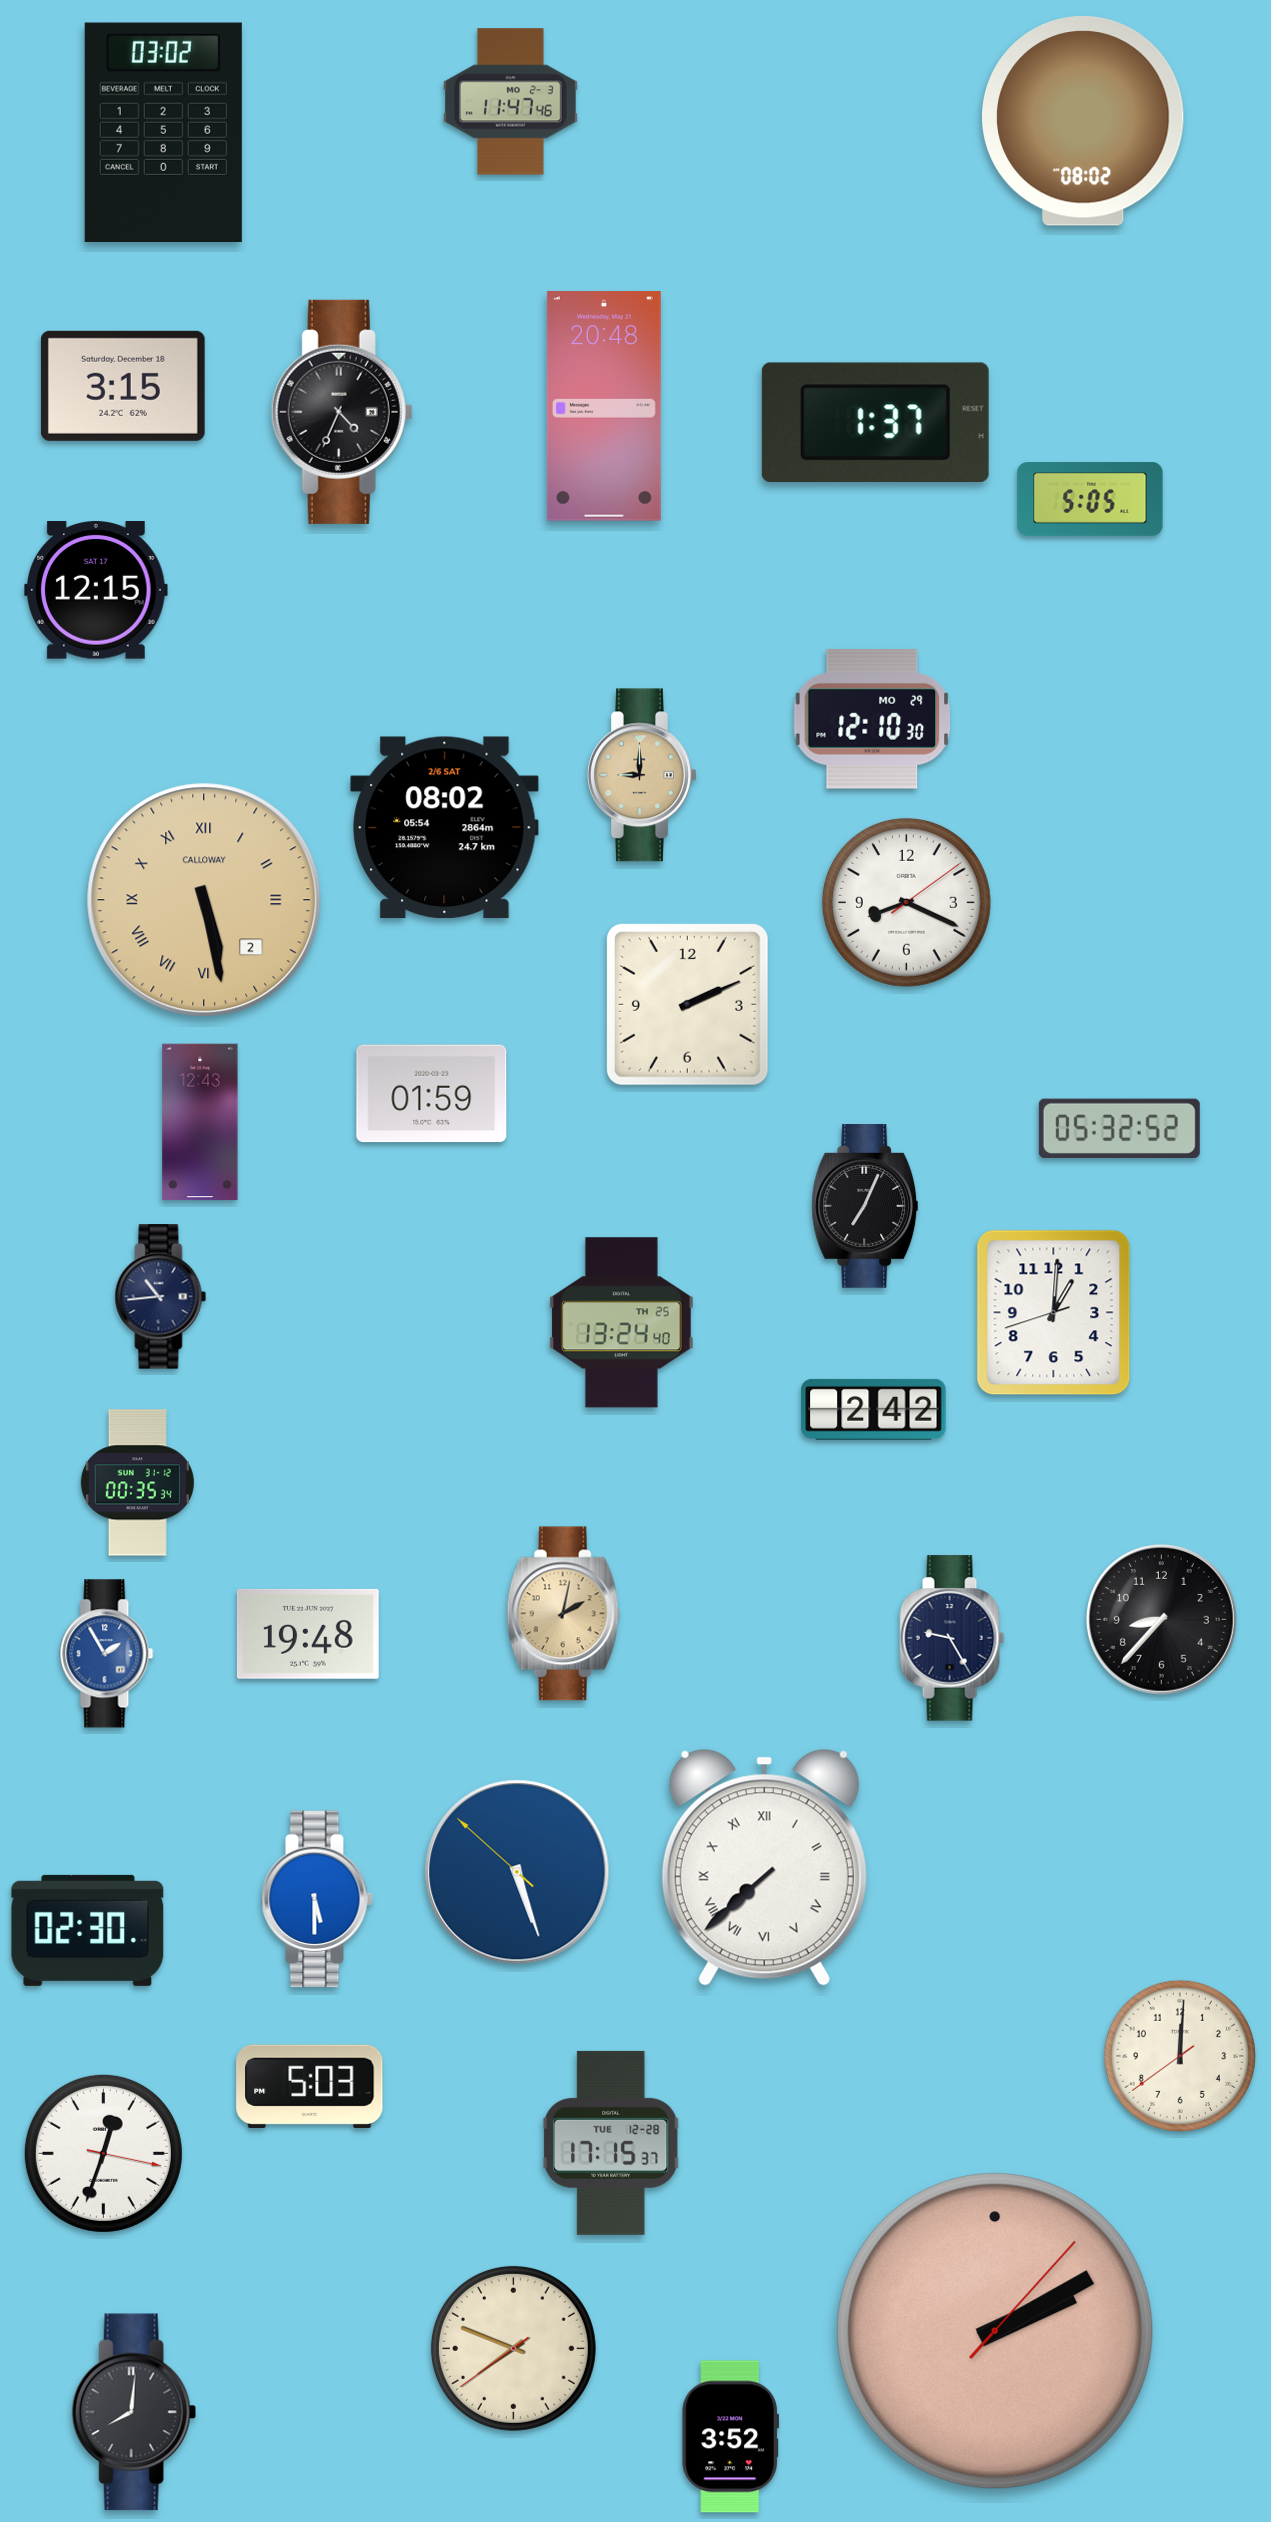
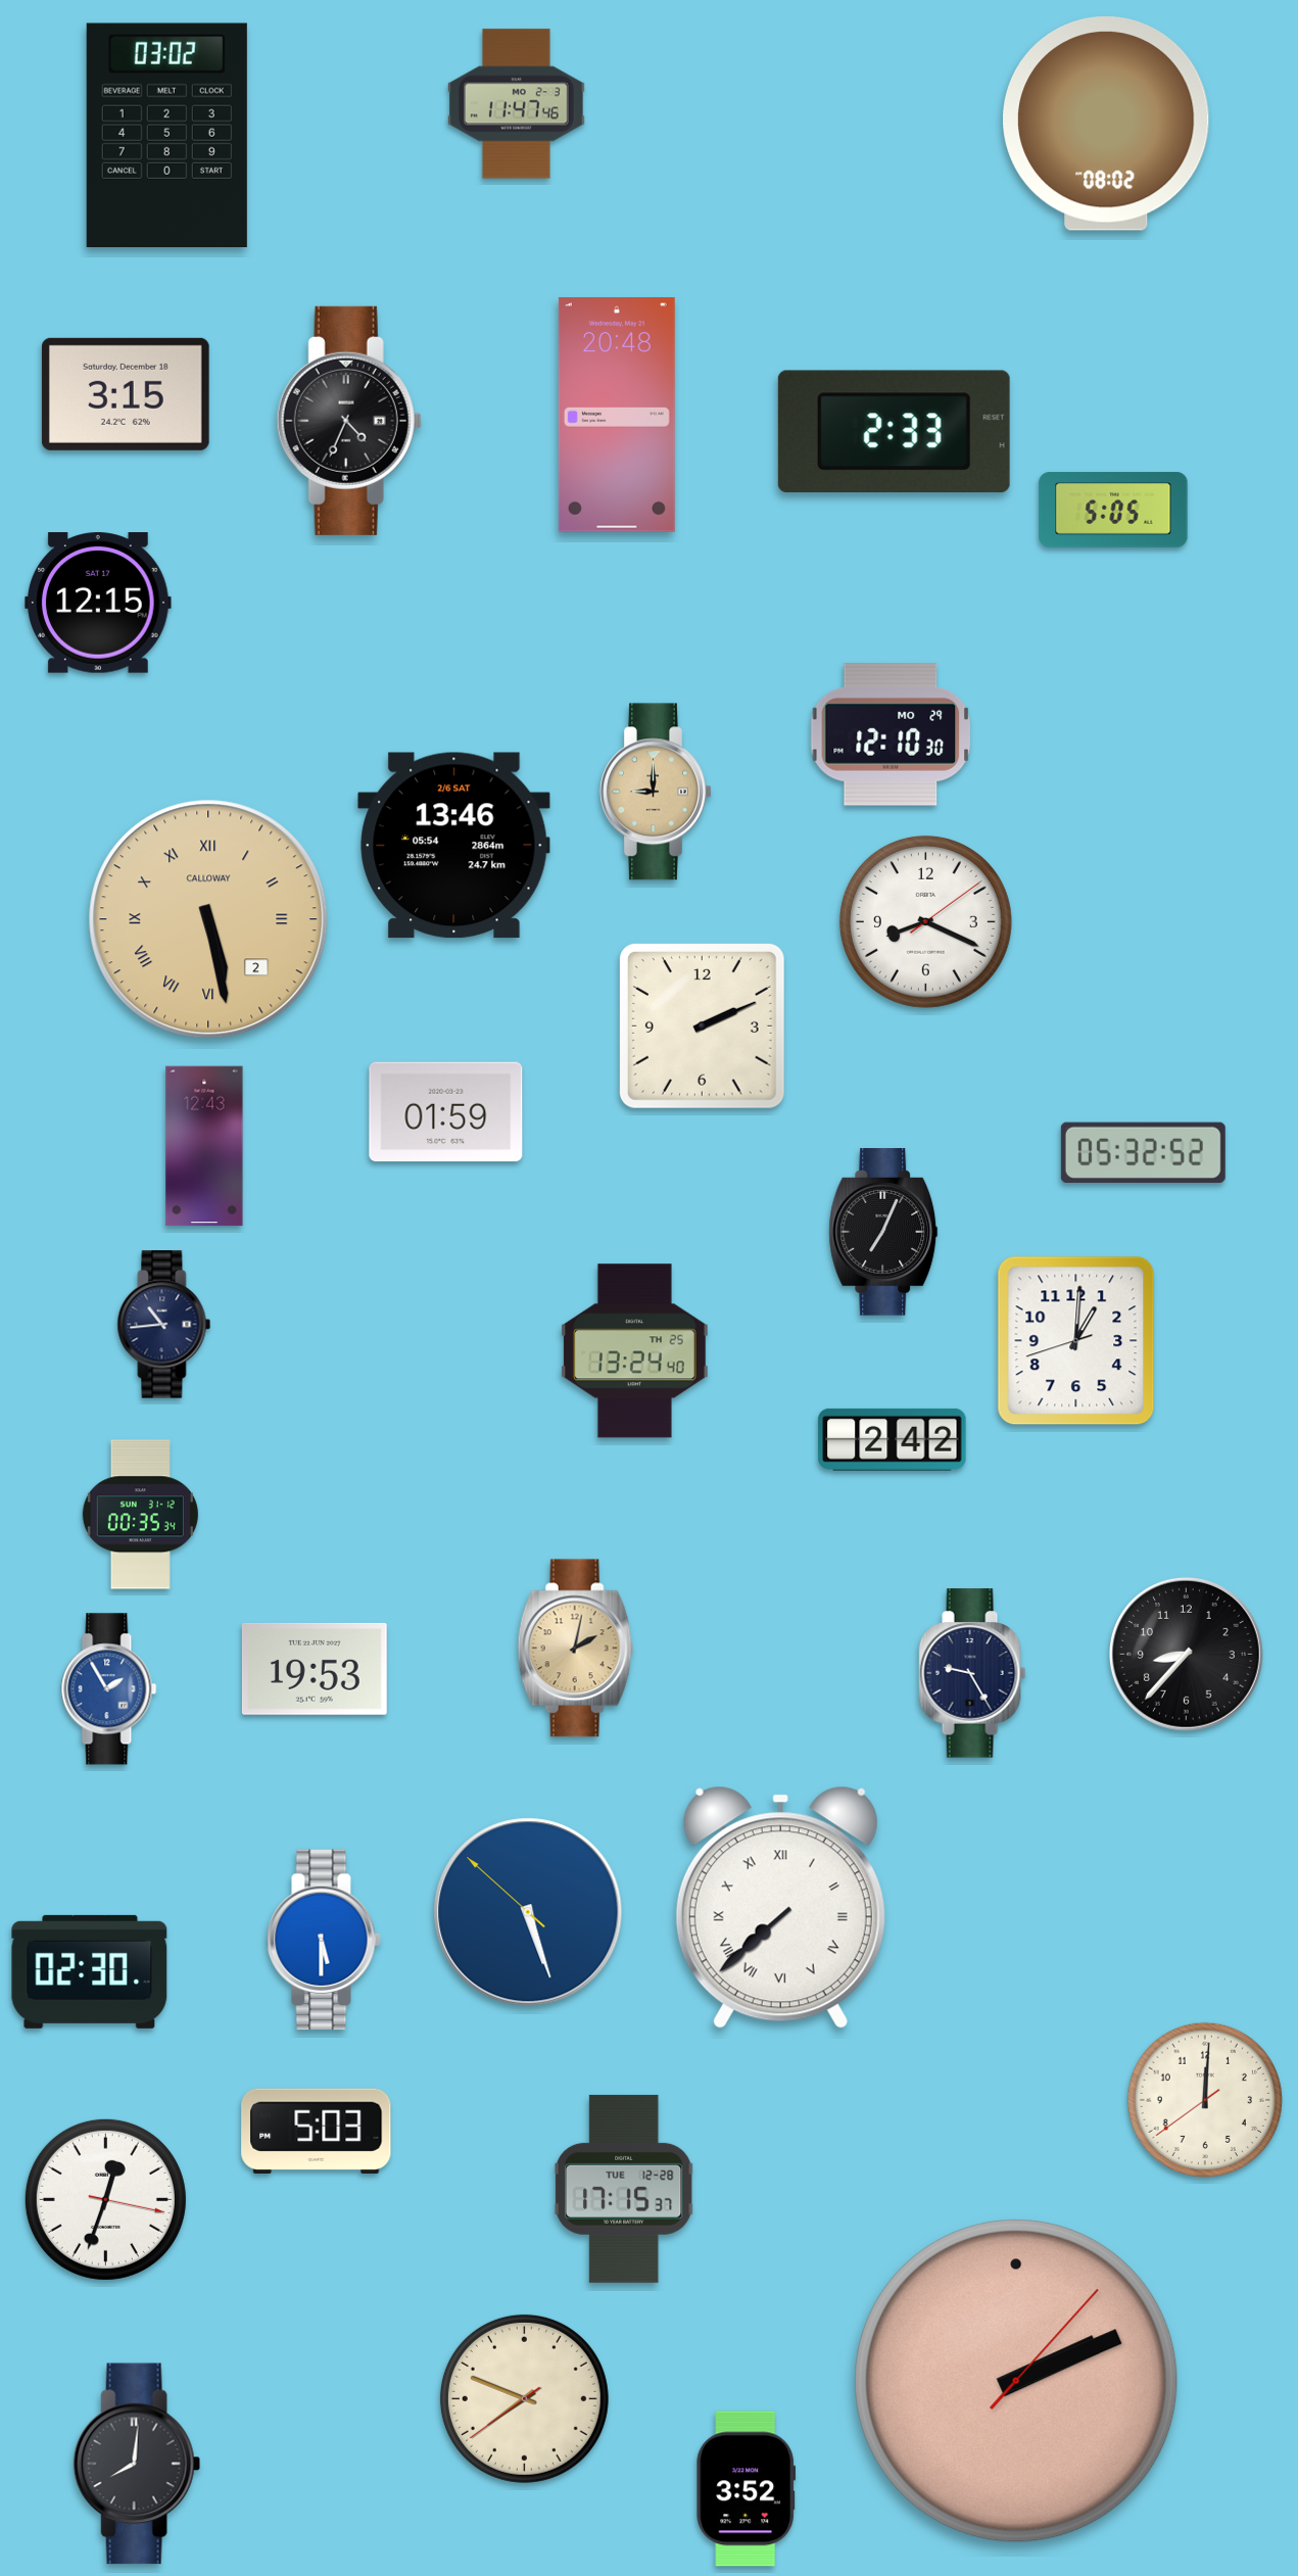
clock at (511, 102) position: (511, 102) -> (517, 104)
clock at (875, 422): 1:37 -> 2:33
clock at (445, 828): 08:02 -> 13:46
clock at (432, 1094) position: (432, 1094) -> (446, 1112)
clock at (308, 1634): 19:48 -> 19:53
clock at (995, 2331): 2:10 -> 2:11
